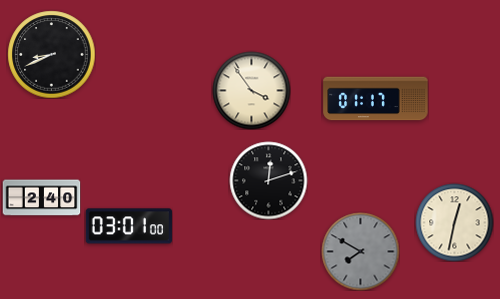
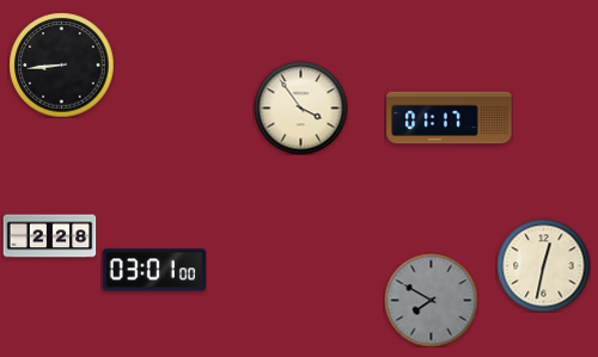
clock at (51, 54): 8:41 -> 8:44
clock at (268, 180): 12:12 -> none
clock at (41, 198): 2:40 -> 2:28
